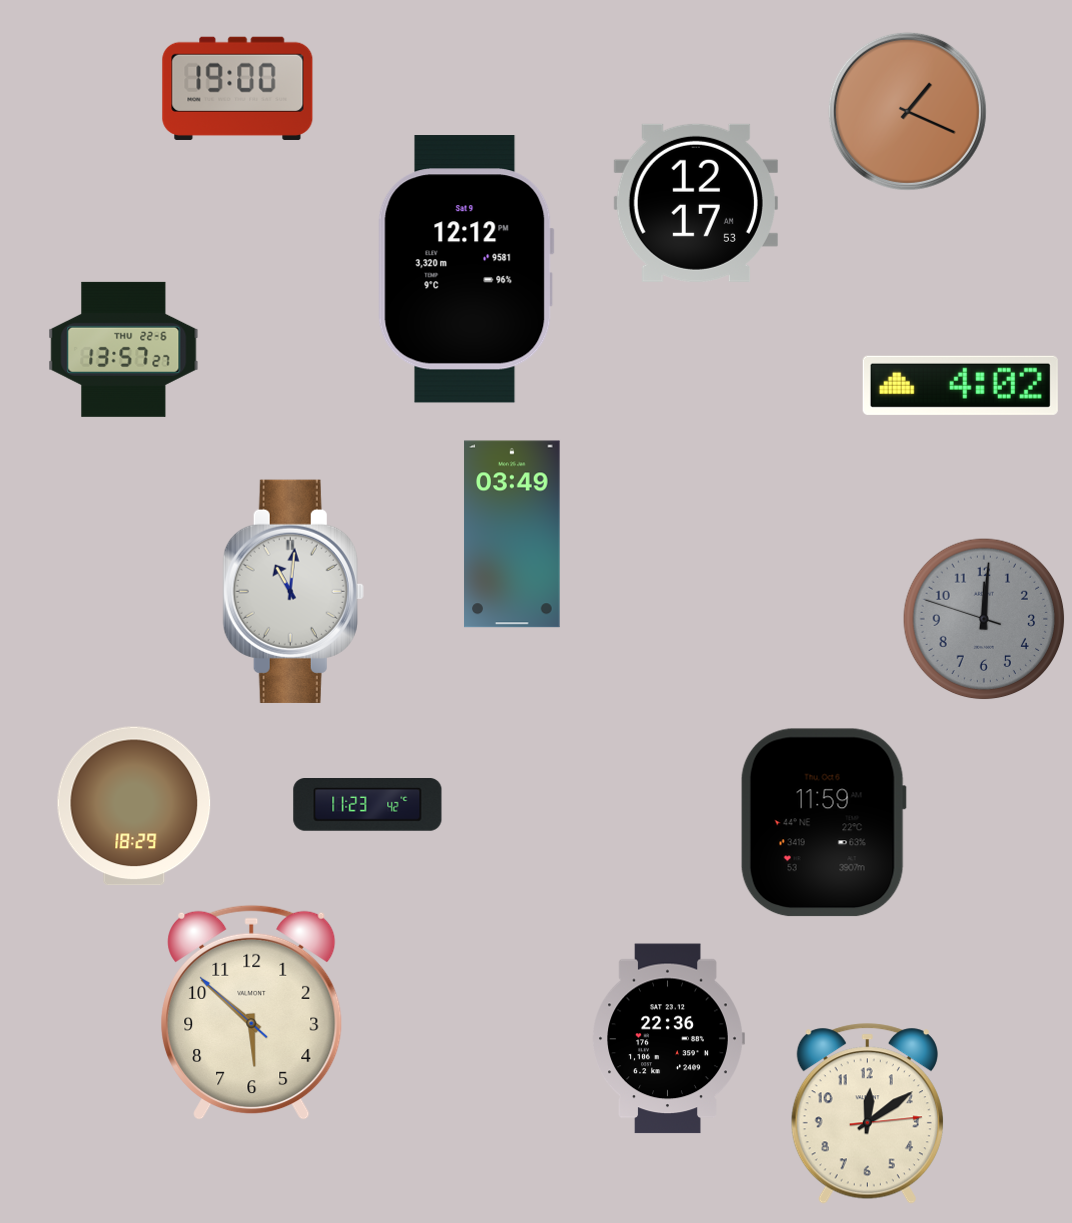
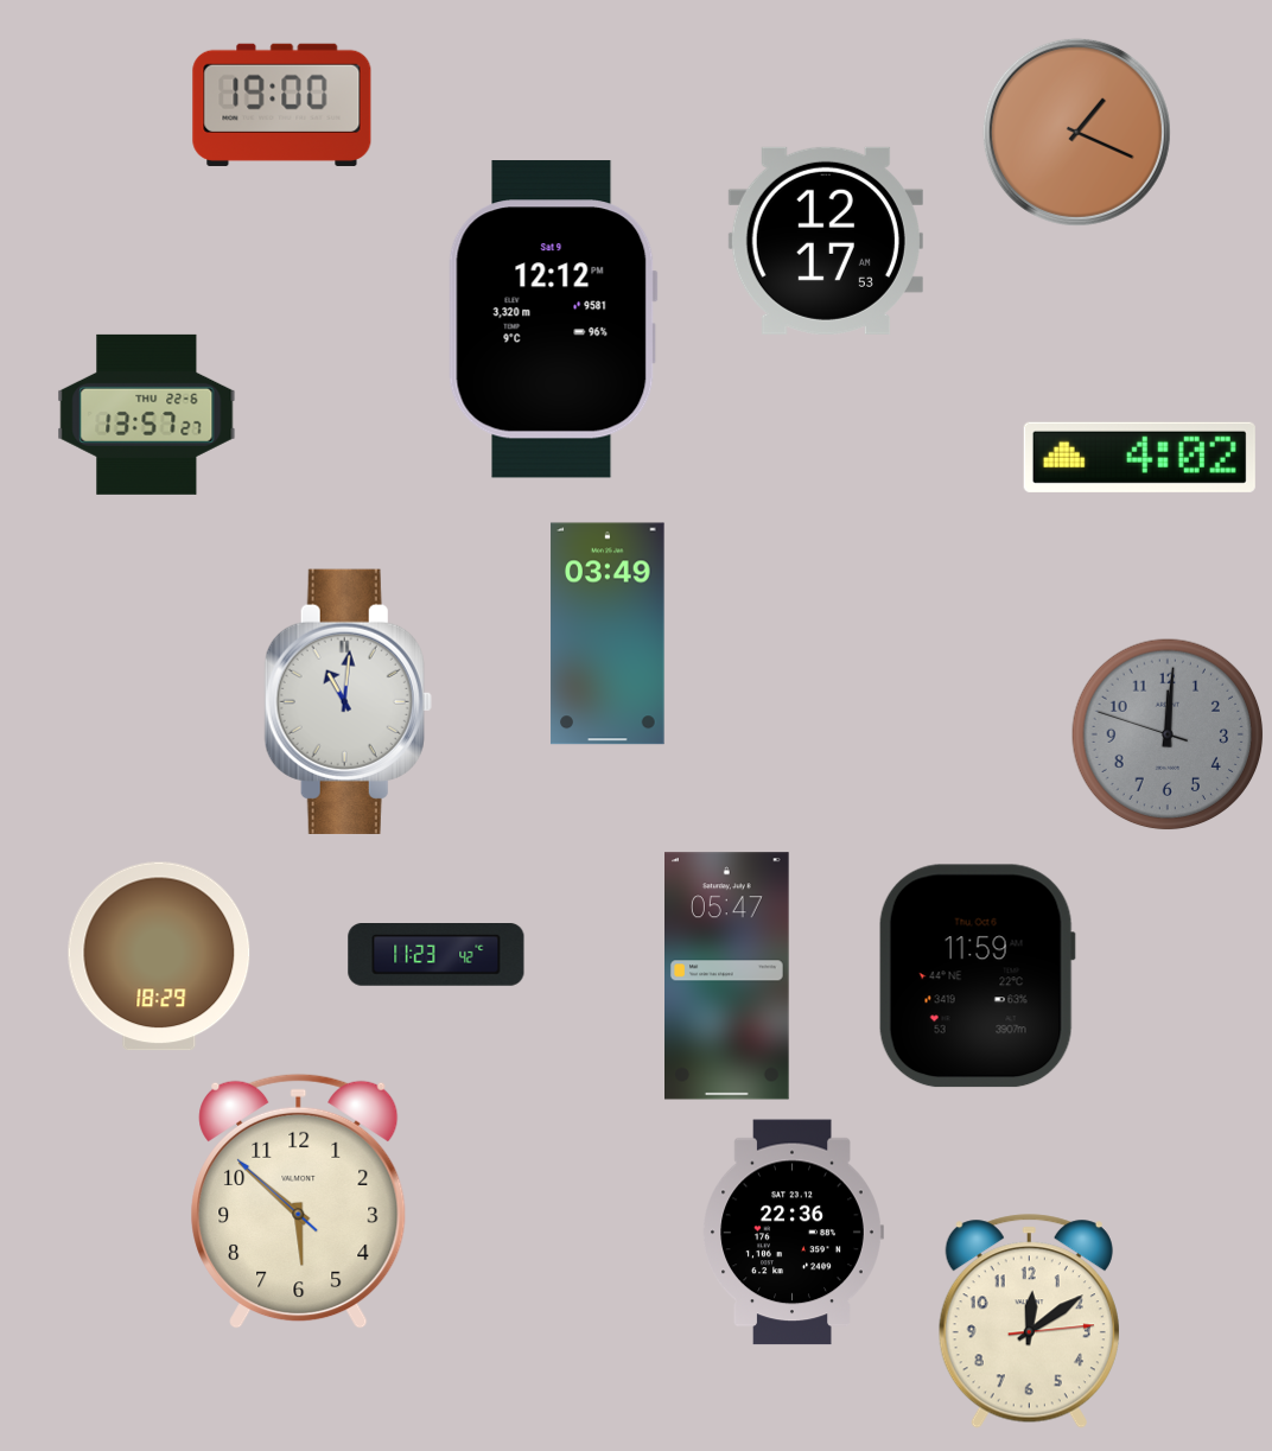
clock at (727, 976): none -> 05:47
